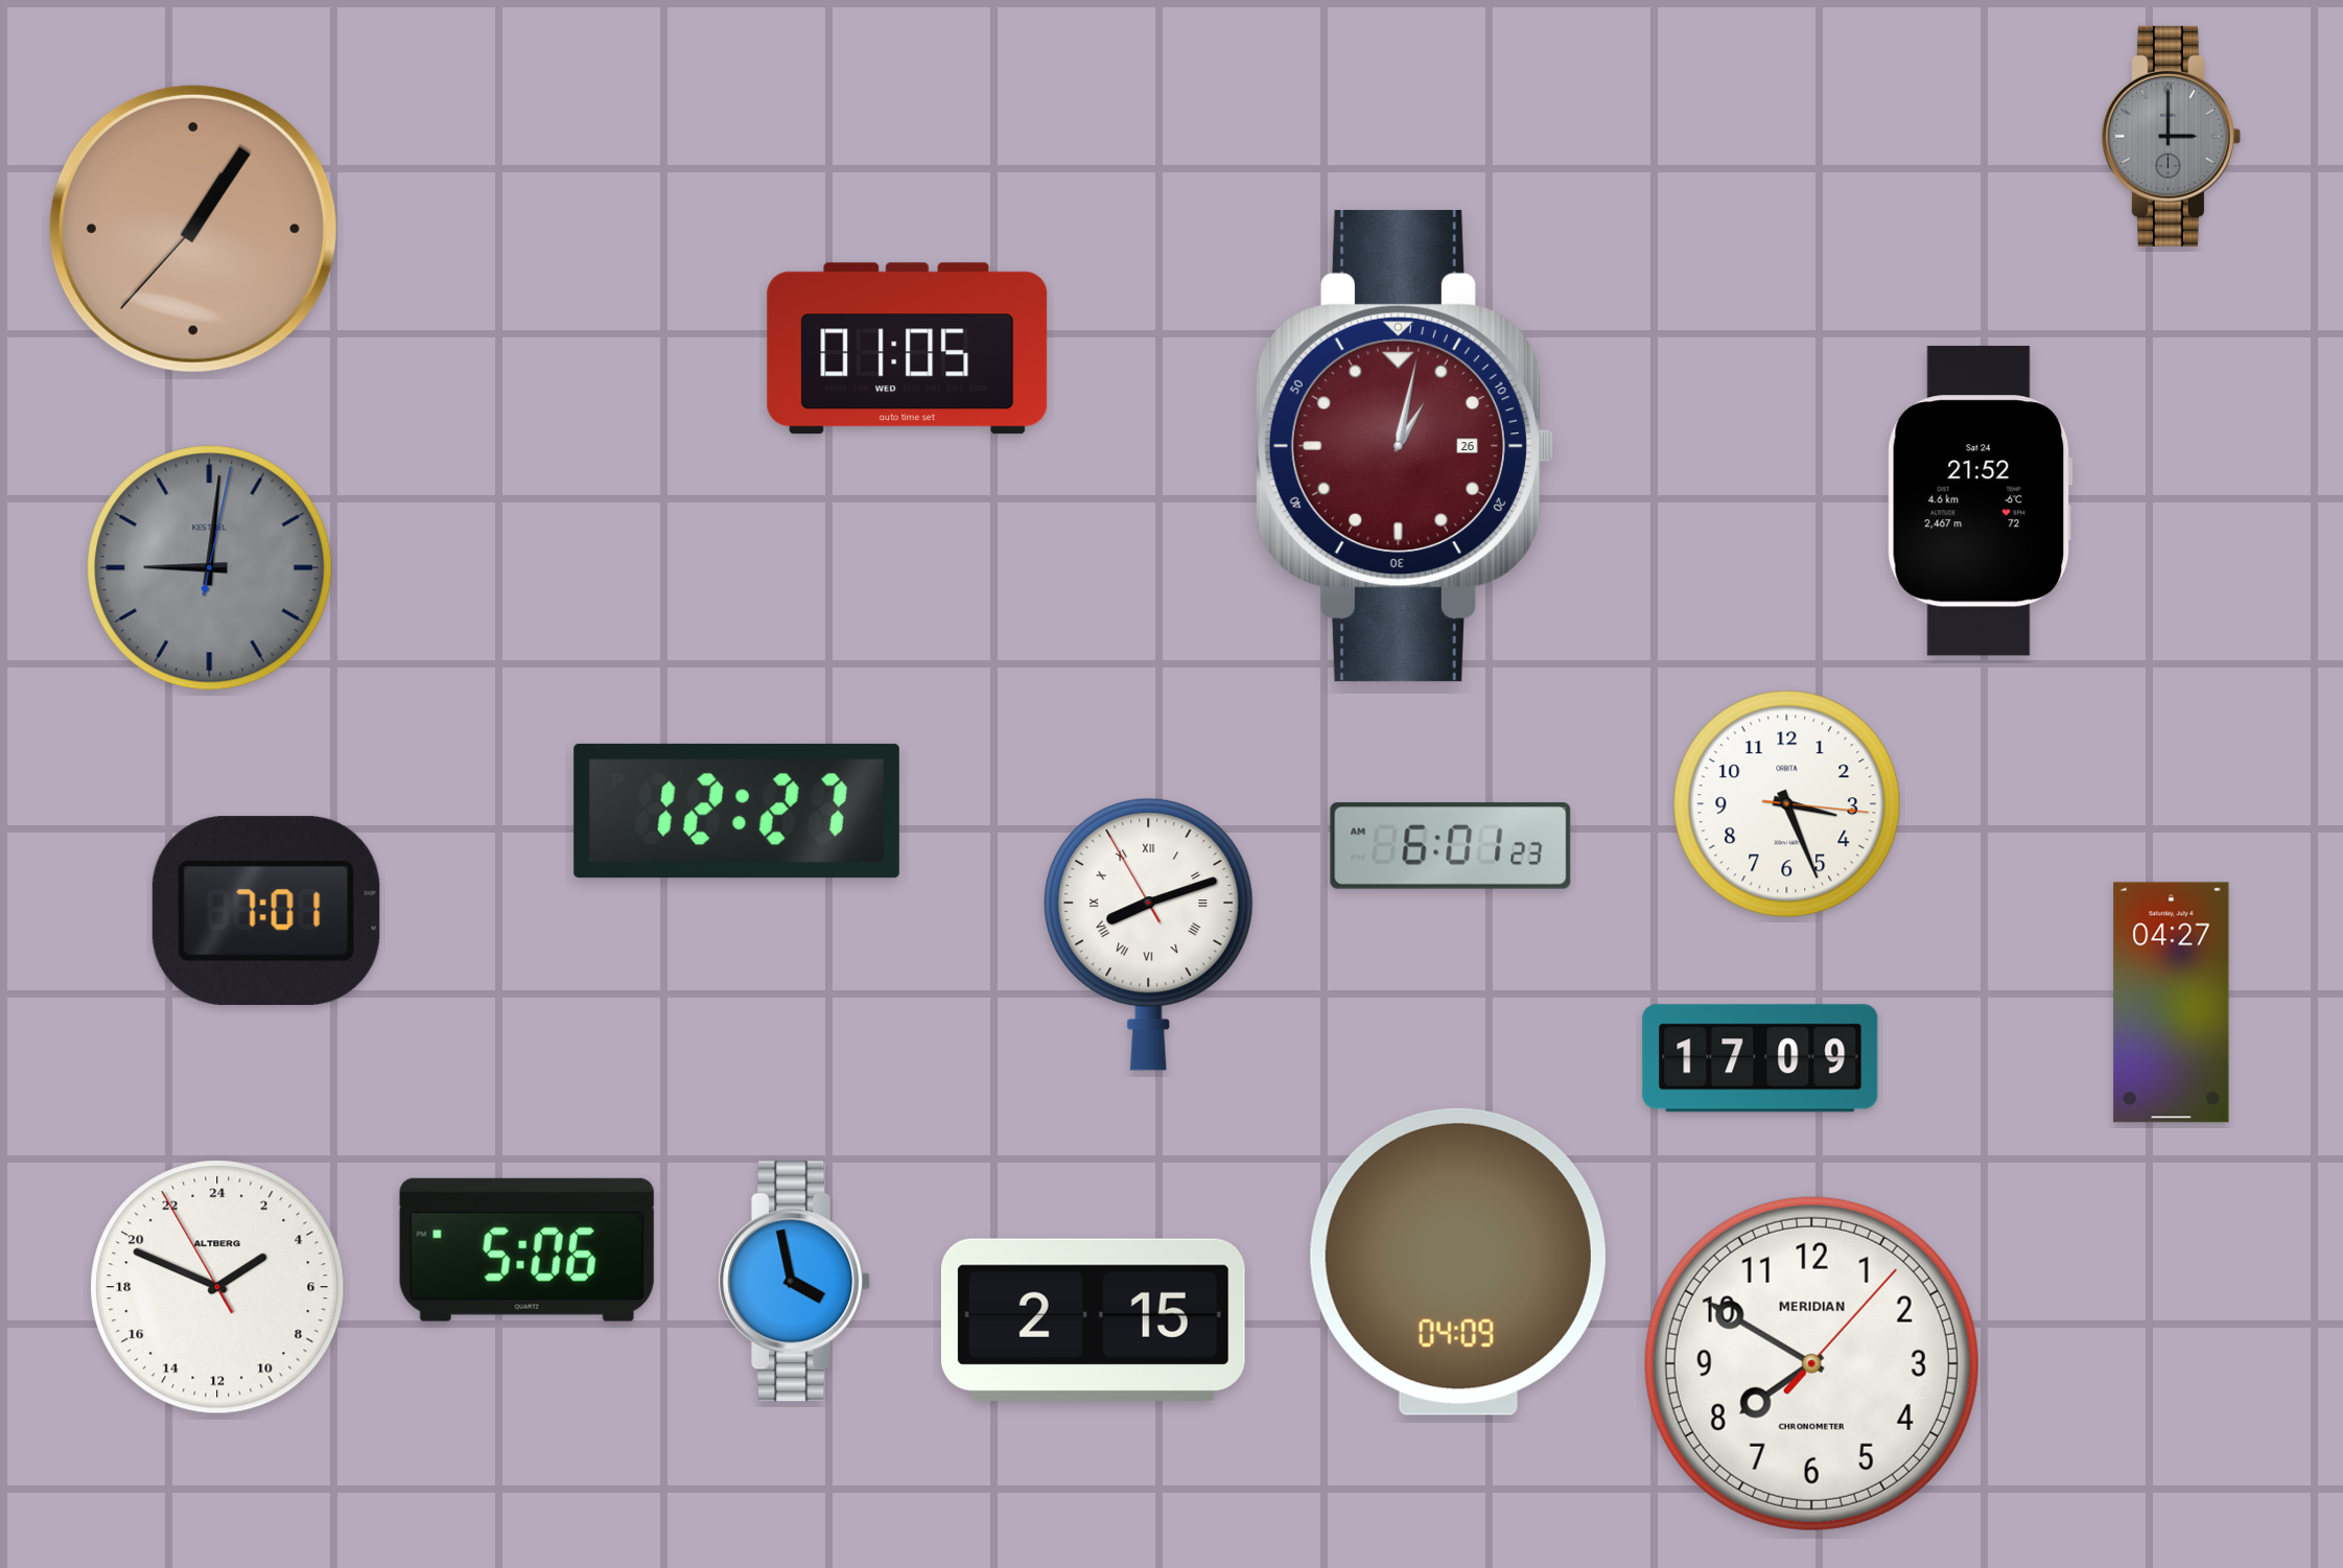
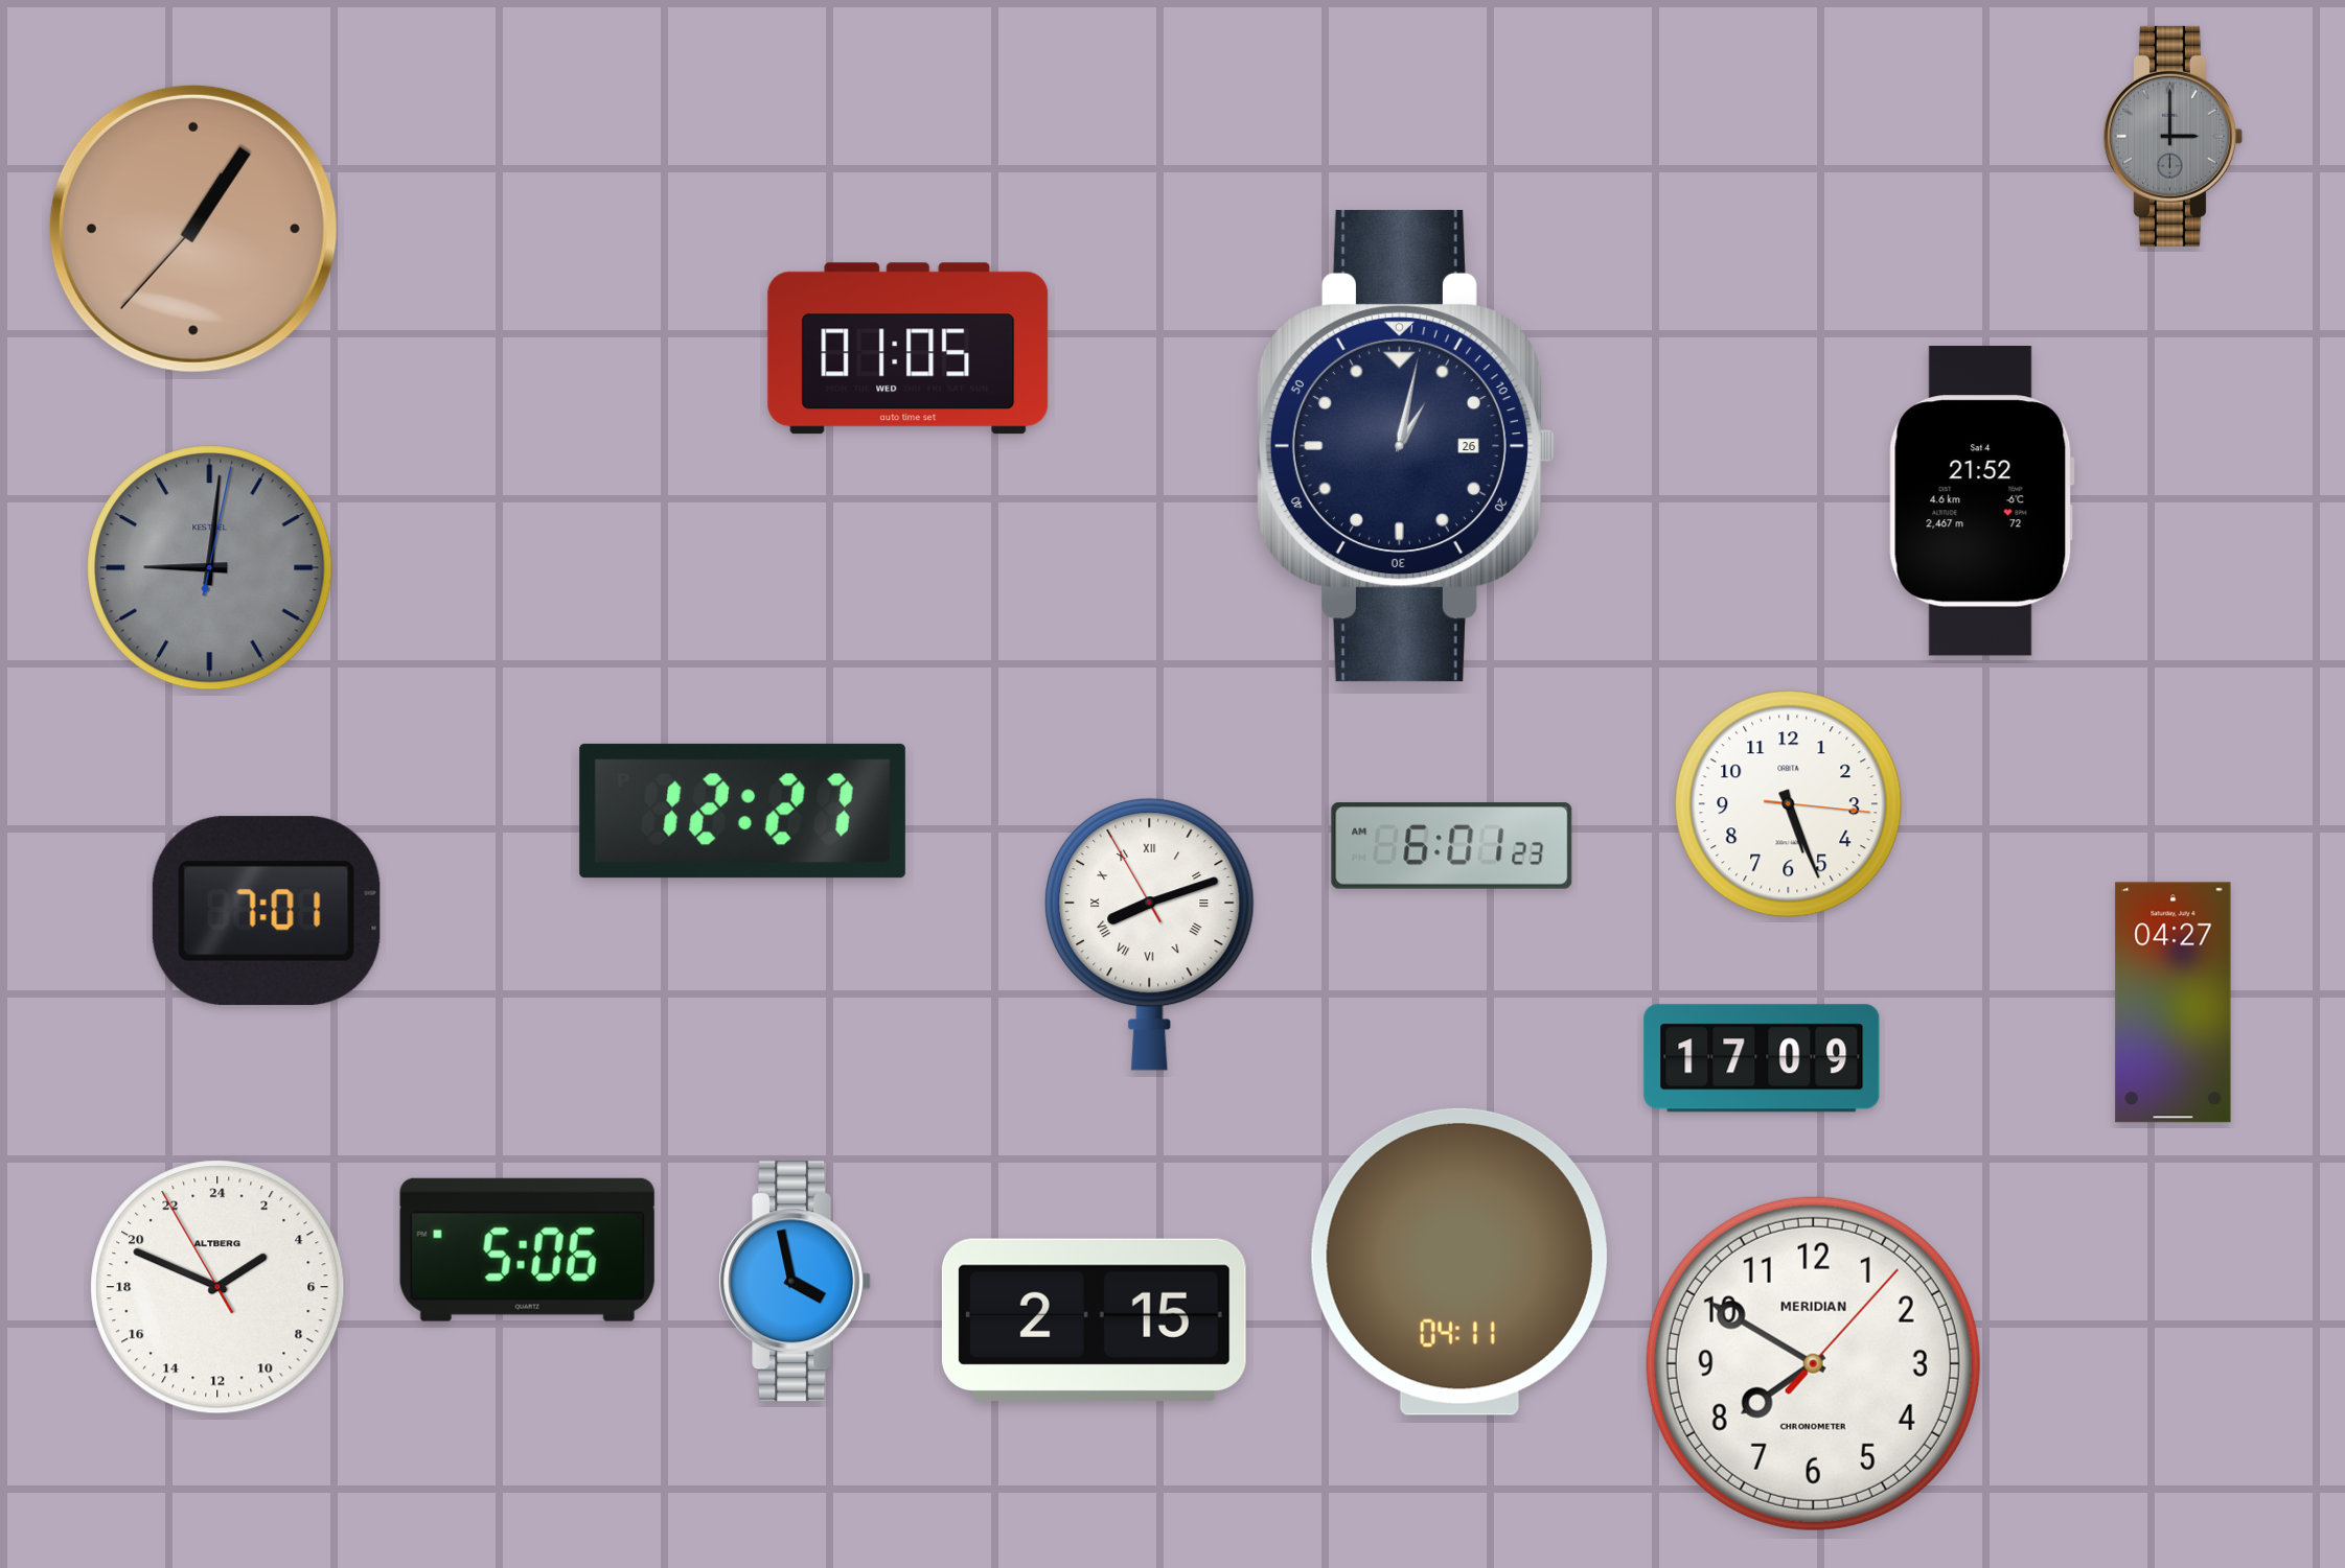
clock at (1404, 446) dial: burgundy -> navy
clock at (1979, 501) date: Sat 24 -> Sat 4
clock at (1787, 804): 3:26 -> 5:26
clock at (736, 811) position: (736, 811) -> (742, 811)
clock at (1458, 1262): 04:09 -> 04:11
